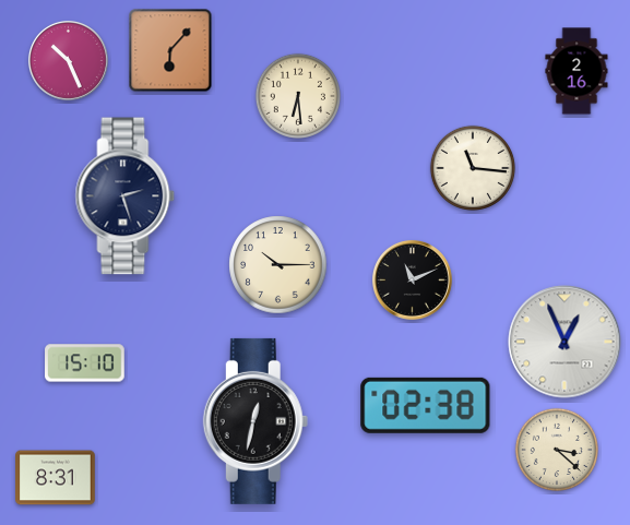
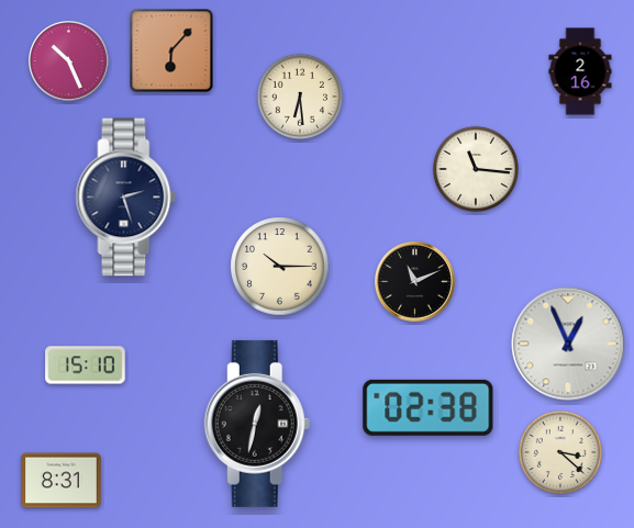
clock at (56, 478) position: (56, 478) -> (62, 481)
